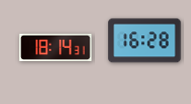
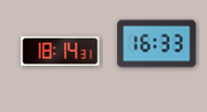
clock at (145, 41): 16:28 -> 16:33
